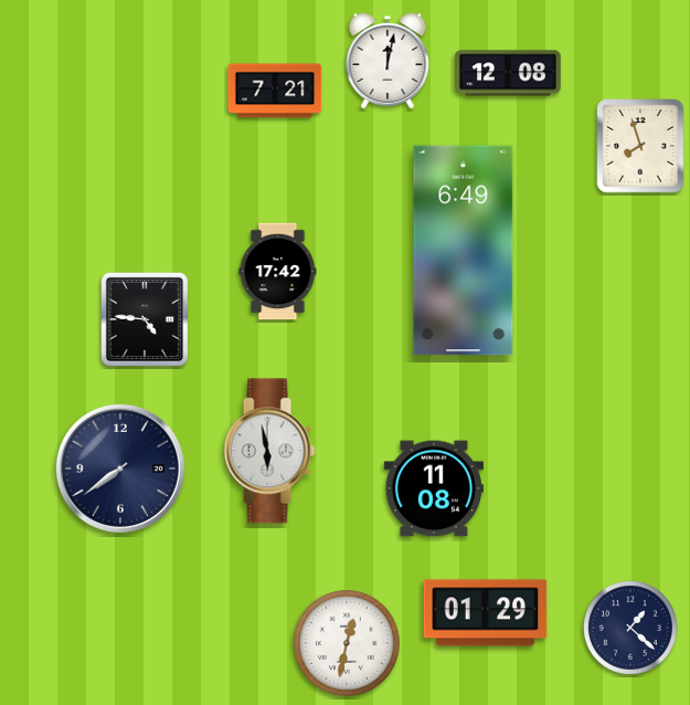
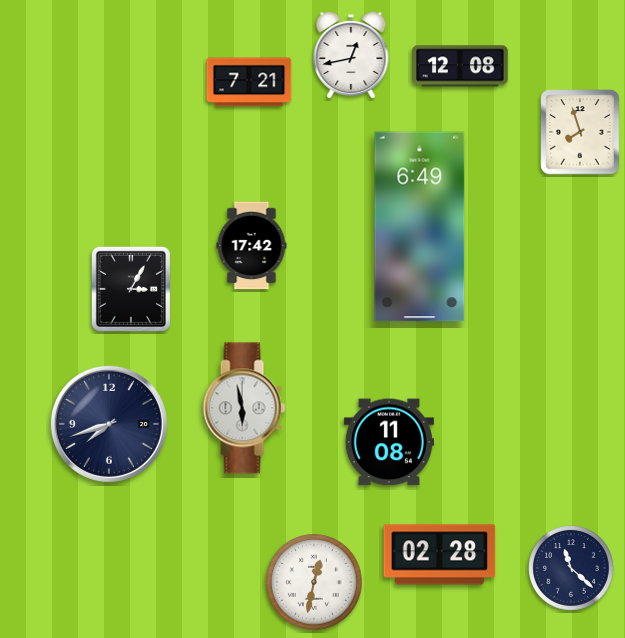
clock at (388, 61): 12:02 -> 12:43
clock at (145, 319): 4:46 -> 3:05
clock at (120, 469): 7:39 -> 7:42
clock at (434, 488) position: (434, 488) -> (389, 442)
clock at (486, 613): 01:29 -> 02:28
clock at (631, 629): 1:22 -> 11:22
